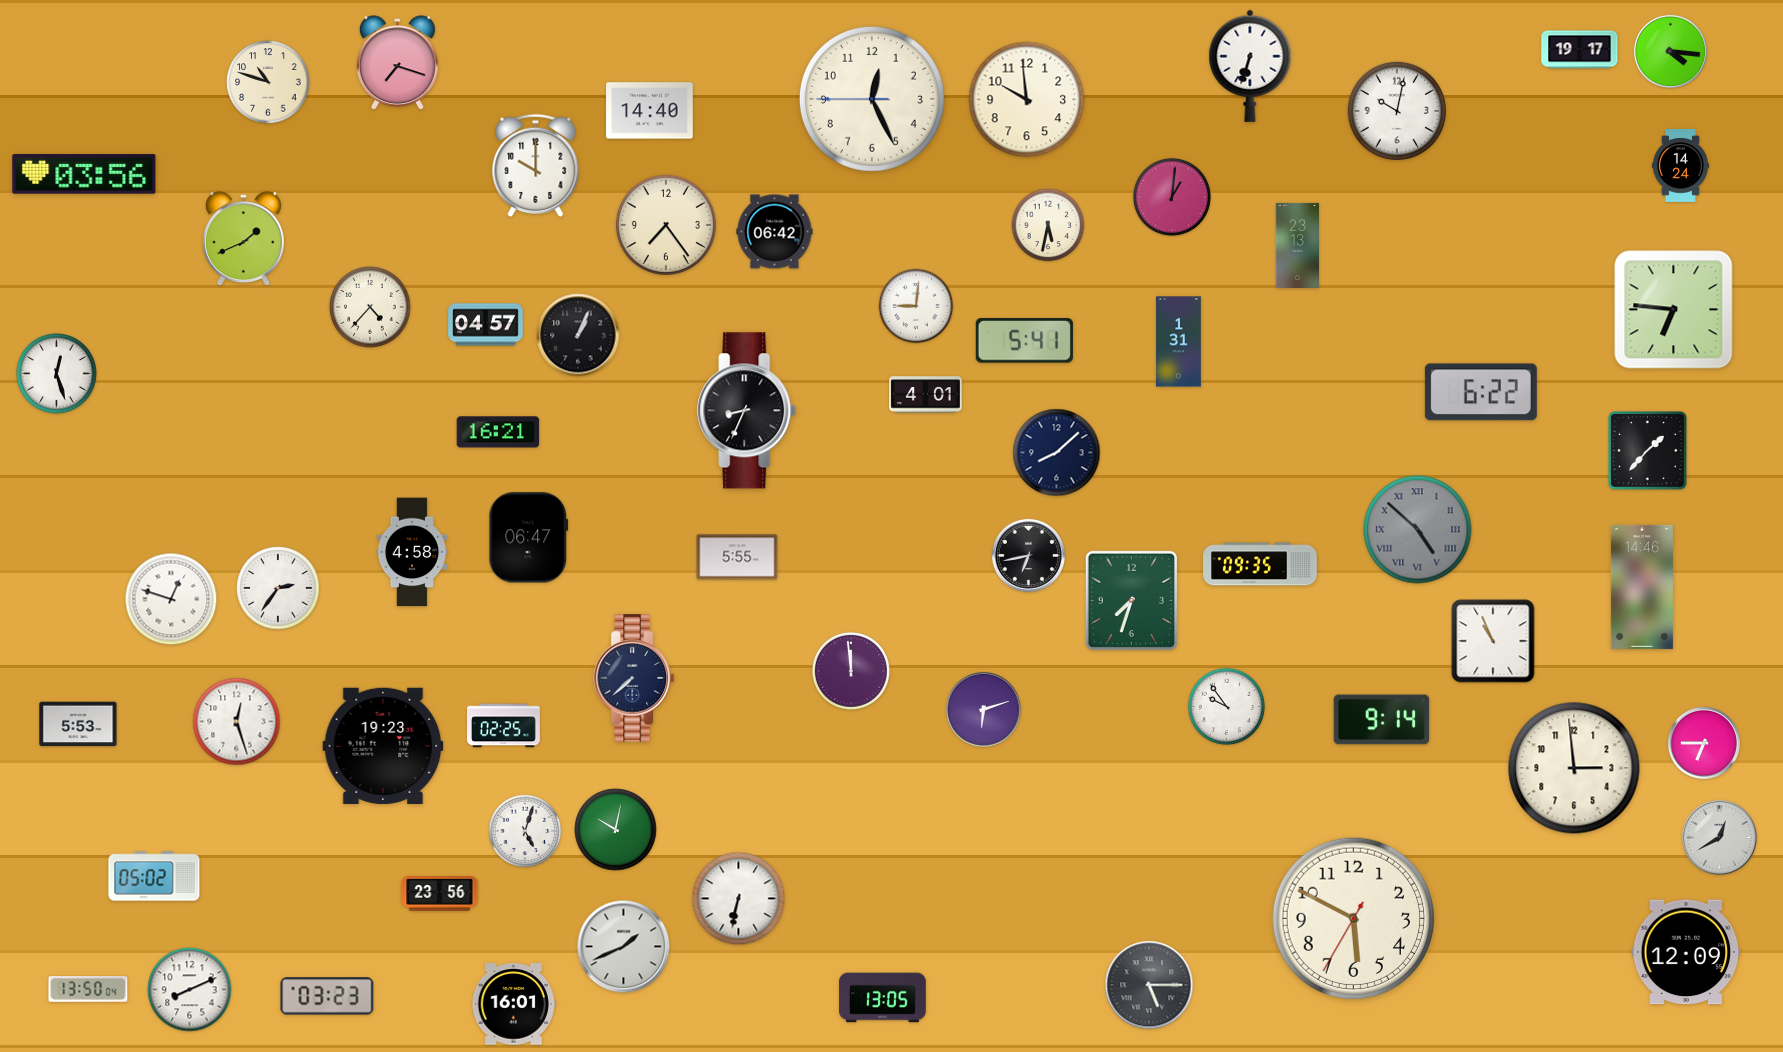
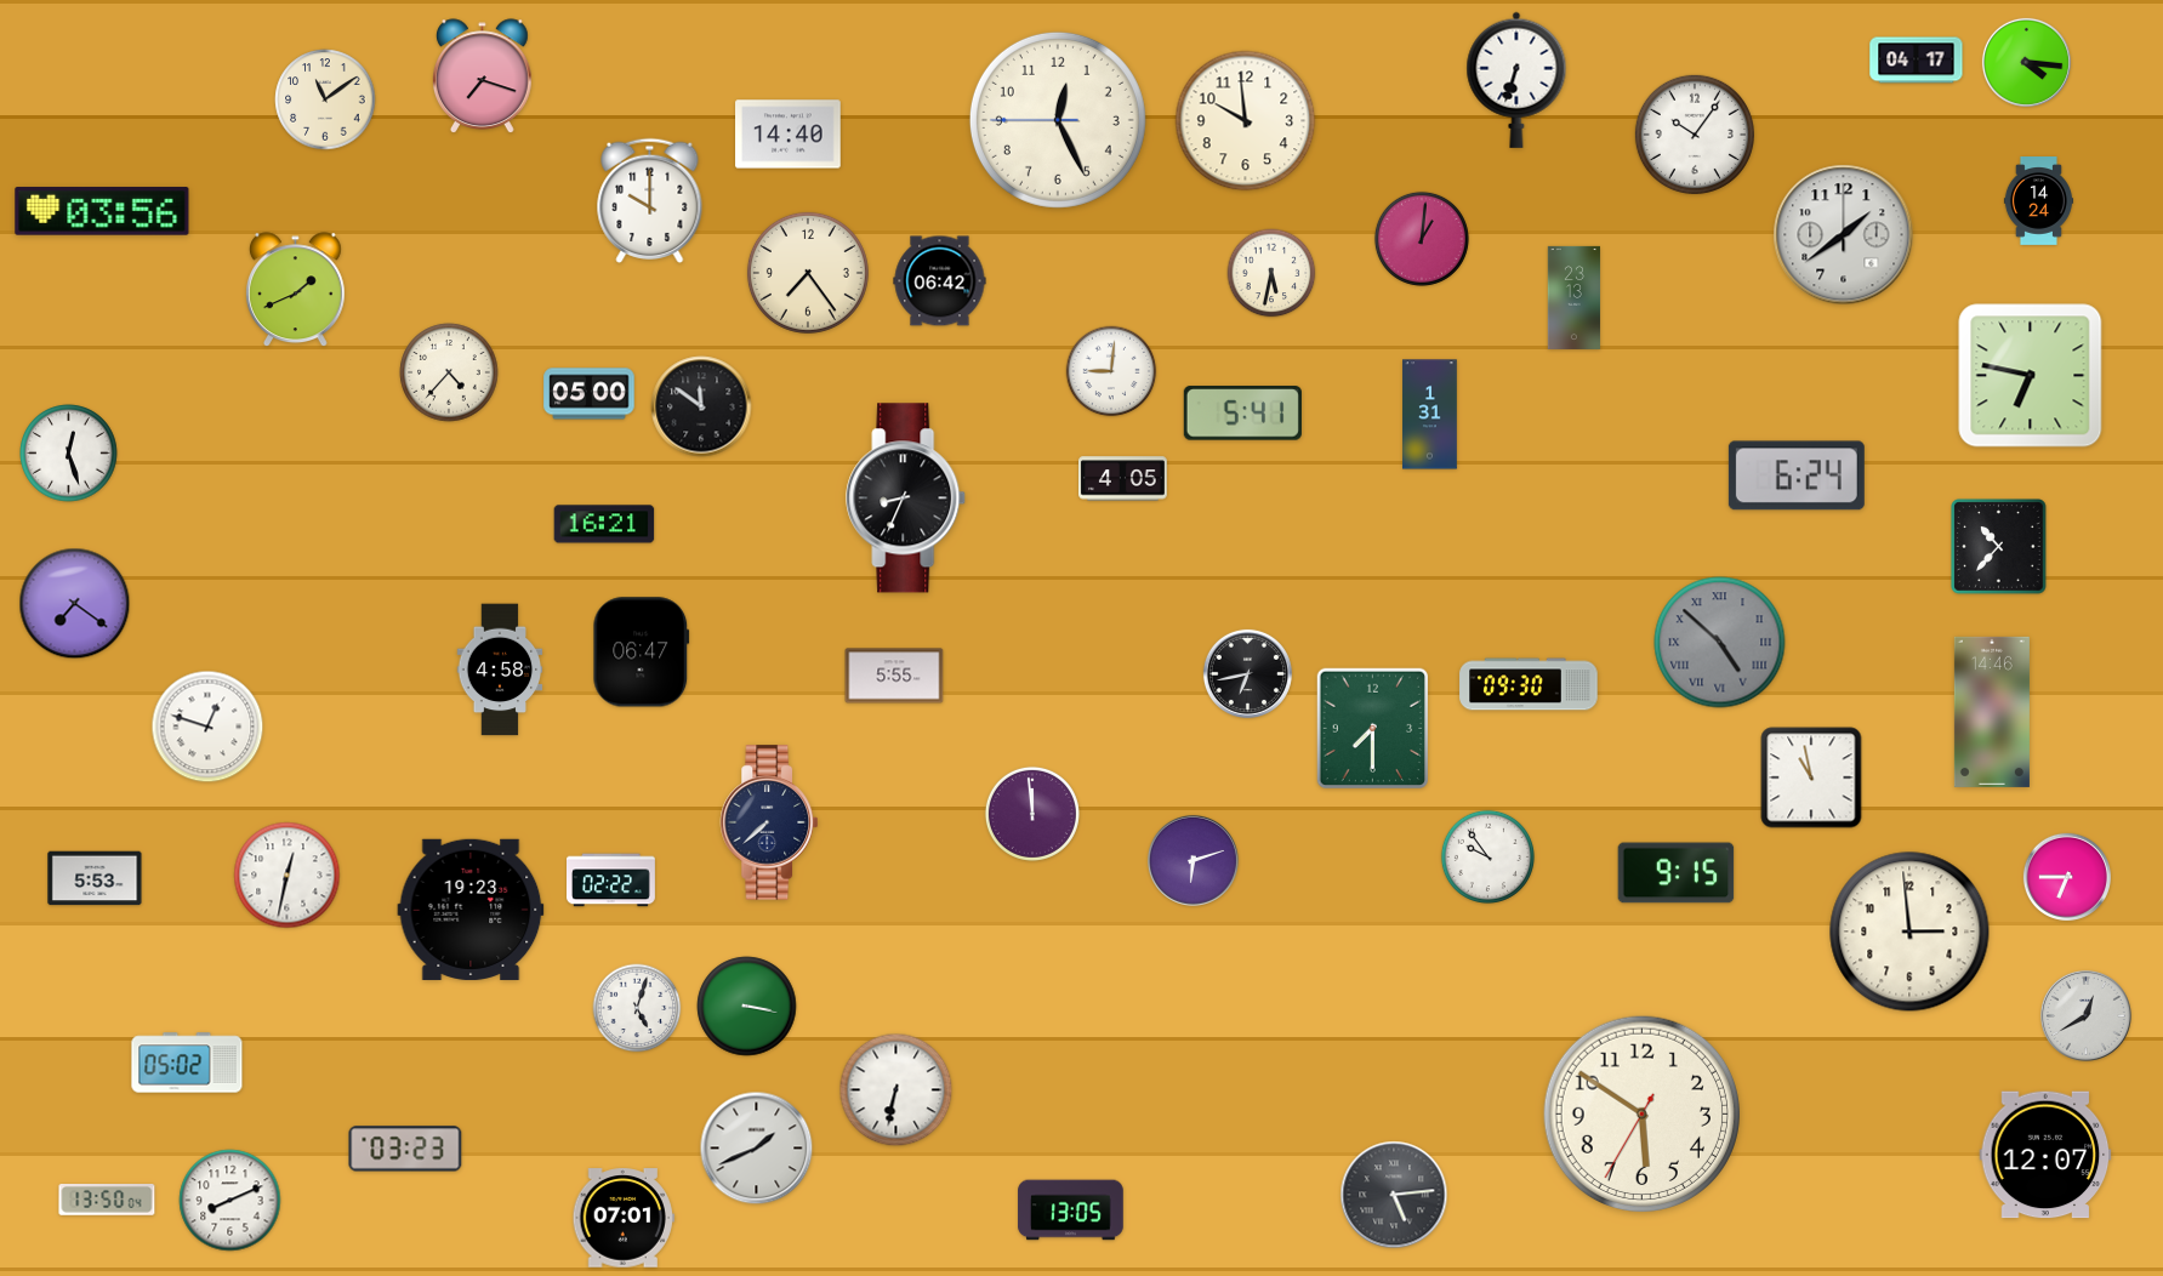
clock at (1580, 50): 19:17 -> 04:17
clock at (268, 82): 10:48 -> 11:09
clock at (1397, 111): 10:02 -> 10:06
clock at (1844, 235): none -> 1:39
clock at (1674, 310): 6:46 -> 6:47
clock at (486, 325): 04:57 -> 05:00
clock at (578, 335): 1:04 -> 11:51
clock at (1481, 392): 6:22 -> 6:24
clock at (926, 395): 4:01 -> 4:05
clock at (1648, 451): 1:37 -> 10:37
clock at (1057, 453): 8:08 -> none
clock at (75, 604): none -> 7:21
clock at (1260, 564): 09:35 -> 09:30
clock at (278, 588): 2:36 -> none
clock at (1131, 600): 7:33 -> 7:30
clock at (1493, 641): 10:56 -> 10:58
clock at (1382, 720): 9:14 -> 9:15
clock at (237, 722): 12:27 -> 12:32
clock at (504, 726): 02:25 -> 02:22
clock at (1704, 743) position: (1704, 743) -> (2067, 877)
clock at (383, 746) position: (383, 746) -> (471, 910)
clock at (616, 830): 10:02 -> 3:17
clock at (440, 894): 23:56 -> none
clock at (1354, 919): 5:49 -> 5:50
clock at (1686, 952): 12:09 -> 12:07
clock at (1149, 985): 5:15 -> 5:14
clock at (327, 996) position: (327, 996) -> (405, 1149)
clock at (514, 1004): 16:01 -> 07:01
